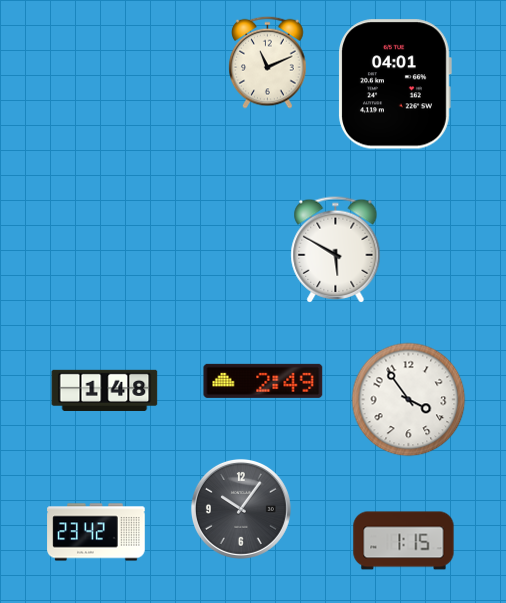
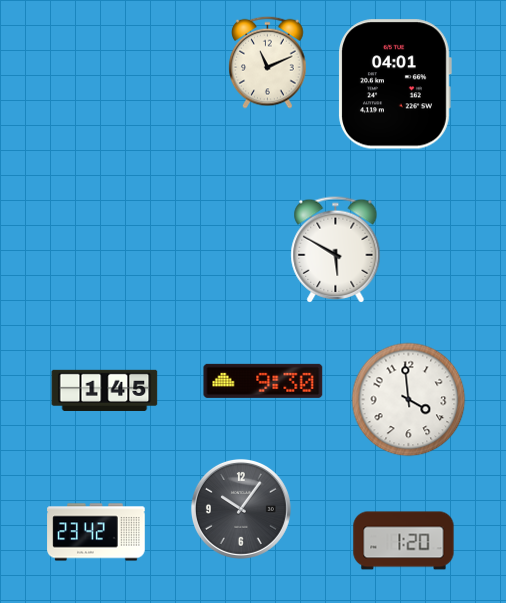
clock at (263, 381): 2:49 -> 9:30
clock at (105, 390): 1:48 -> 1:45
clock at (409, 400): 3:54 -> 3:59
clock at (404, 541): 1:15 -> 1:20
